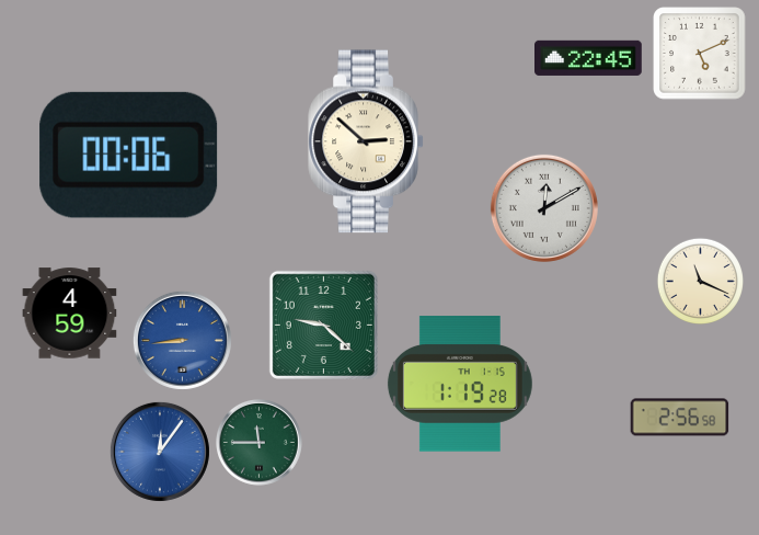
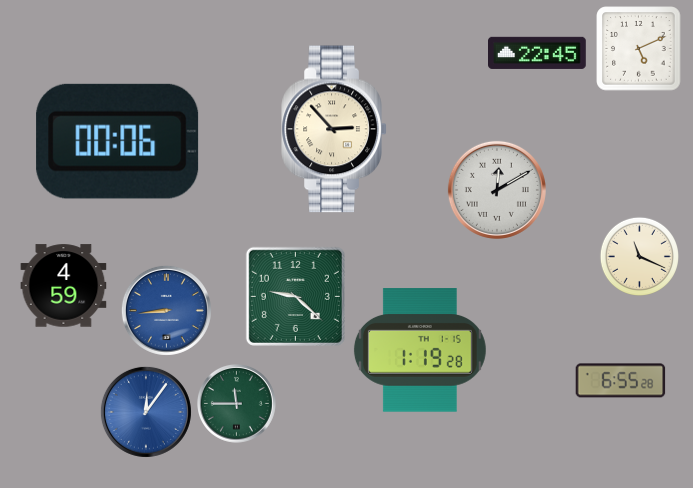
clock at (366, 141): 2:52 -> 2:53
clock at (680, 418): 2:56 -> 6:55
